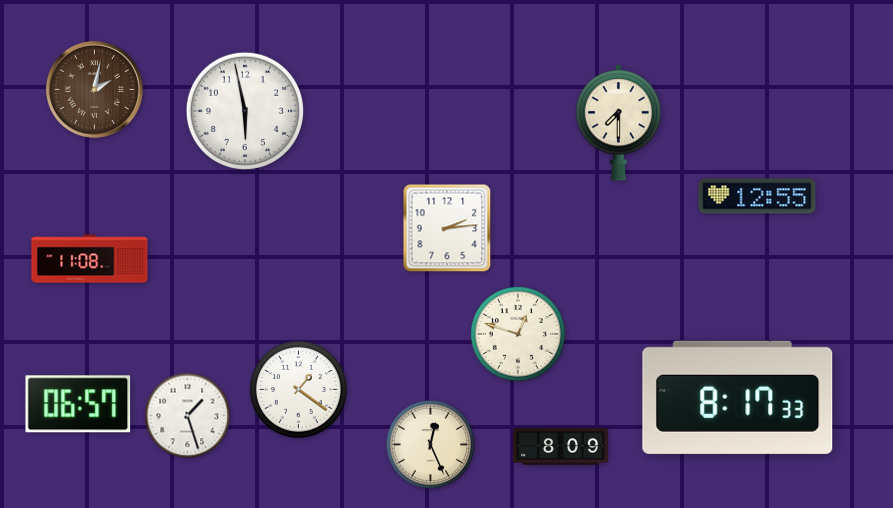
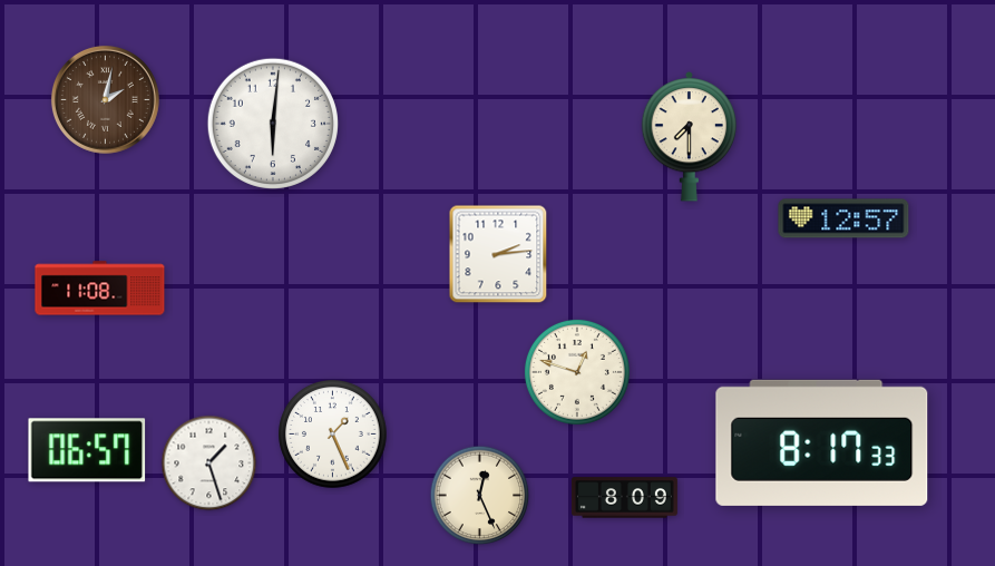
clock at (245, 111): 5:58 -> 6:01
clock at (757, 196): 12:55 -> 12:57
clock at (299, 390): 1:21 -> 1:26
